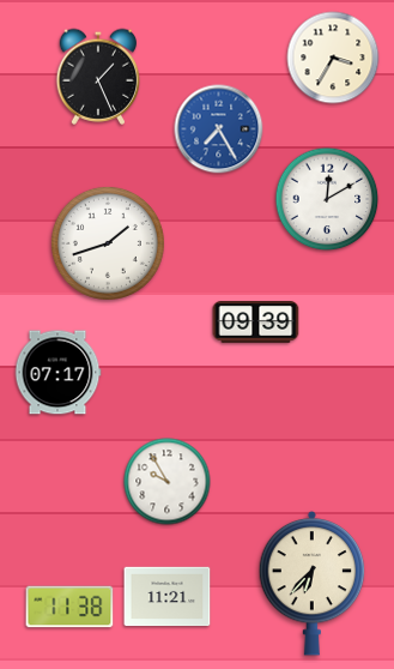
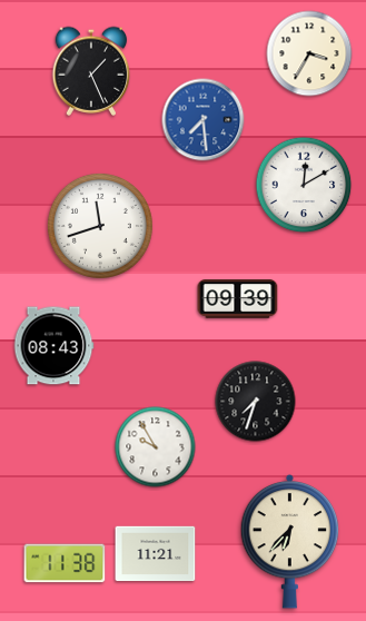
clock at (219, 129): 7:25 -> 7:29
clock at (108, 243): 1:42 -> 11:42
clock at (57, 373): 07:17 -> 08:43
clock at (256, 402): none -> 7:33
